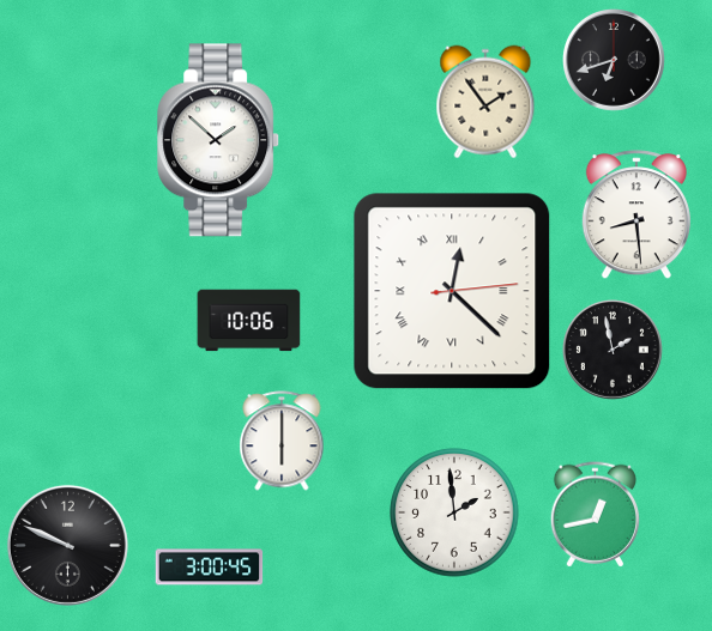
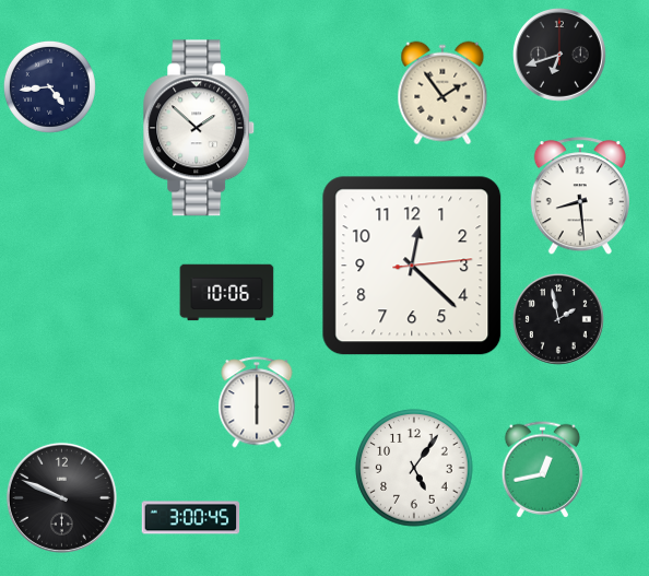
clock at (49, 86): none -> 4:44
clock at (452, 291) numerals: Roman -> Arabic
clock at (454, 512): 1:59 -> 5:06
